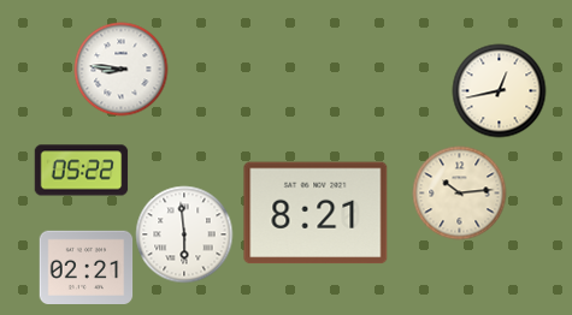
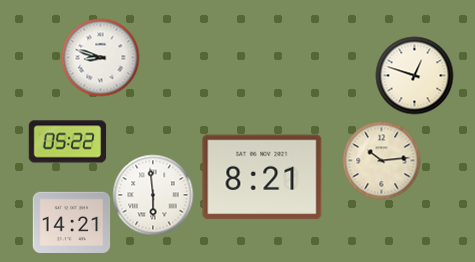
clock at (120, 69): 8:46 -> 8:48
clock at (499, 90): 12:43 -> 12:48
clock at (85, 267): 02:21 -> 14:21
